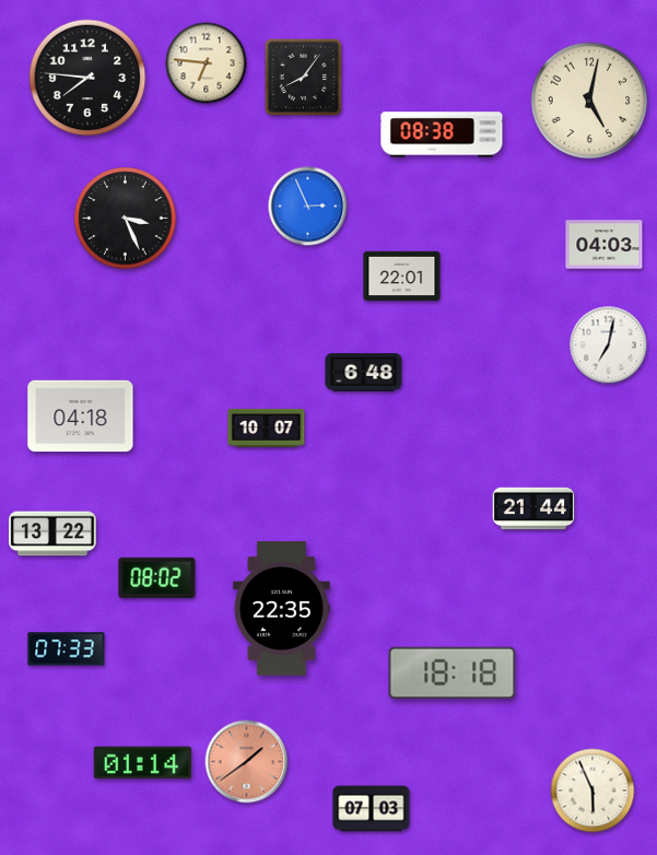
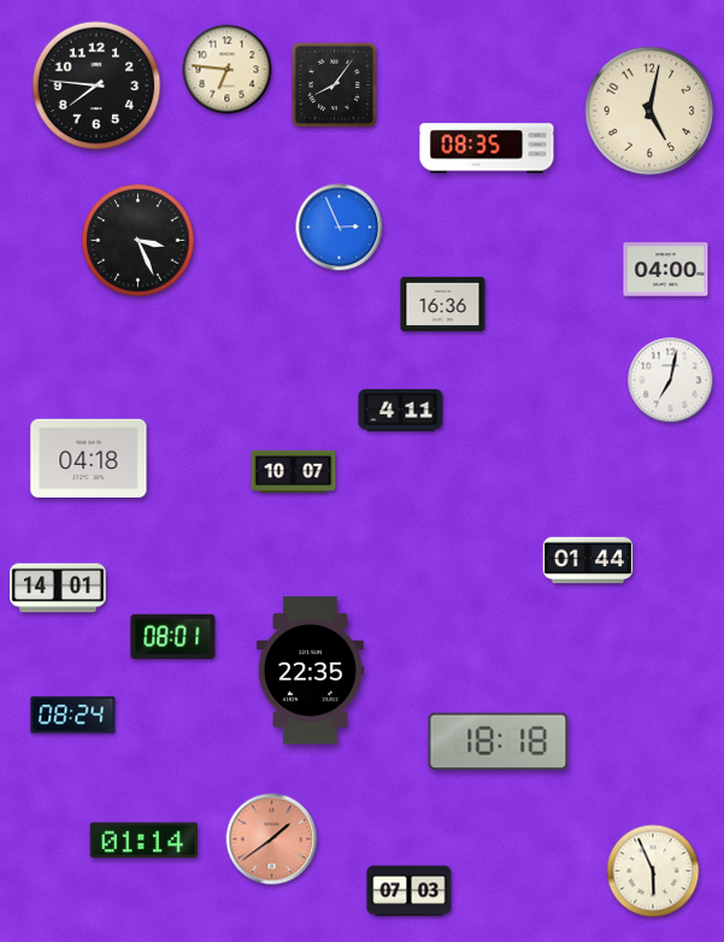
clock at (442, 134): 08:38 -> 08:35
clock at (605, 245): 04:03 -> 04:00
clock at (402, 277): 22:01 -> 16:36
clock at (364, 373): 6:48 -> 4:11
clock at (533, 508): 21:44 -> 01:44
clock at (52, 534): 13:22 -> 14:01
clock at (157, 577): 08:02 -> 08:01
clock at (67, 649): 07:33 -> 08:24
clock at (142, 763) position: (142, 763) -> (143, 841)
